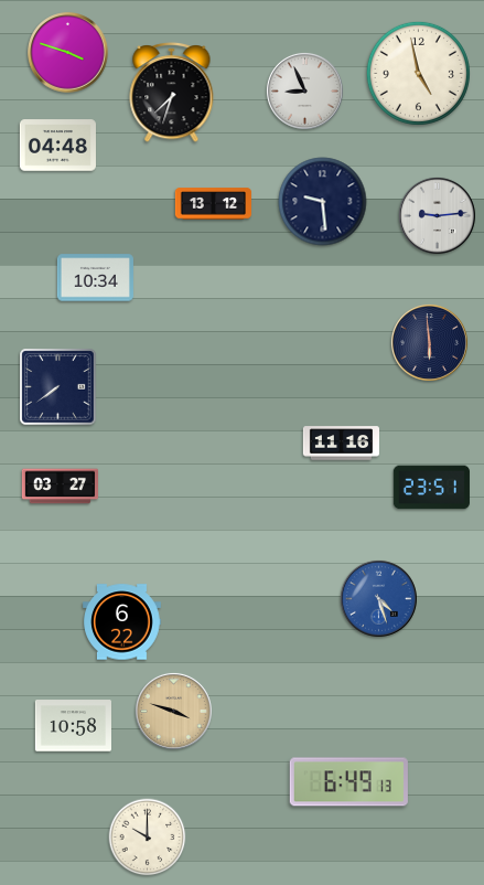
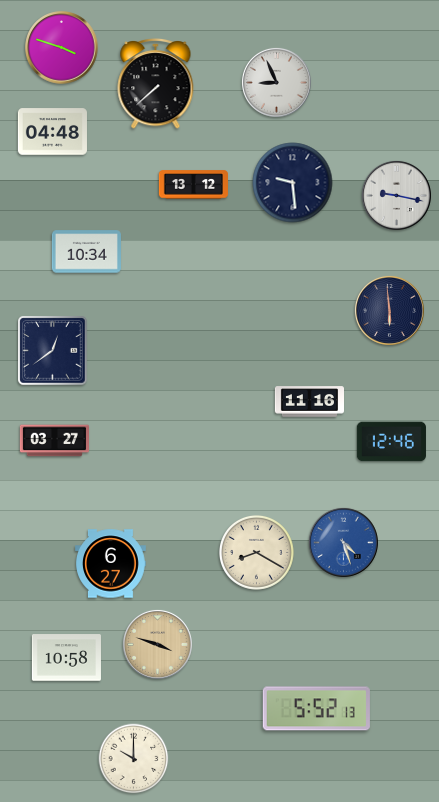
clock at (418, 73): 4:58 -> none
clock at (172, 93): 7:33 -> 7:38
clock at (437, 215): 9:14 -> 9:17
clock at (58, 387): 7:39 -> 12:39
clock at (431, 488): 23:51 -> 12:46
clock at (256, 552): none -> 8:20
clock at (122, 622): 6:22 -> 6:27
clock at (348, 782): 6:49 -> 5:52
